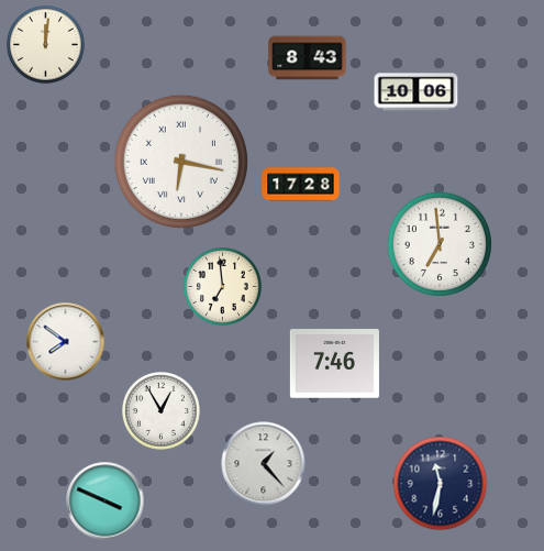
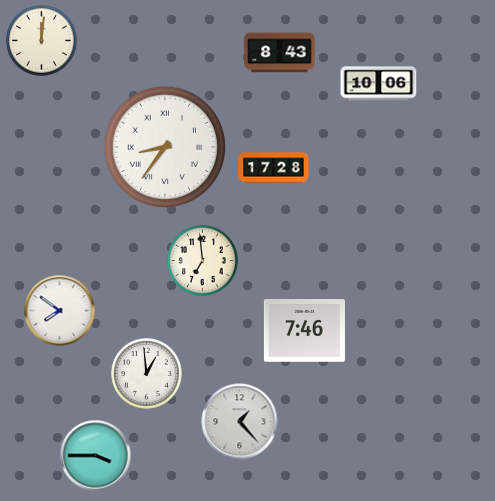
clock at (181, 162): 6:17 -> 8:36
clock at (440, 244): 6:59 -> none
clock at (162, 411): 12:55 -> 12:59
clock at (441, 484): 11:32 -> none
clock at (106, 502): 3:49 -> 3:45
